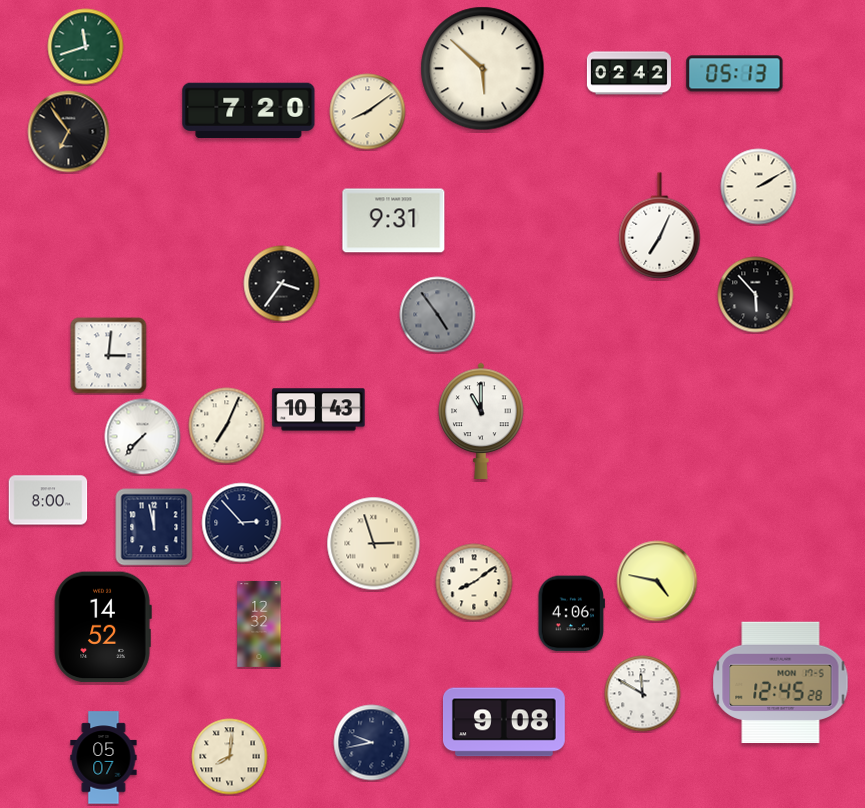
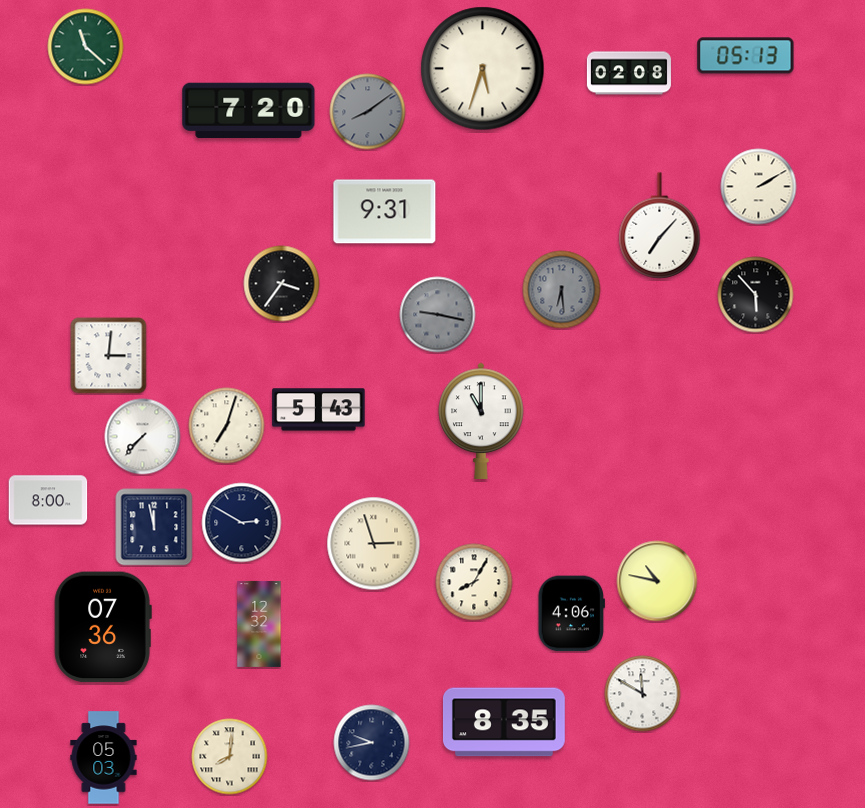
clock at (86, 47): 11:42 -> 11:22
clock at (483, 69): 5:52 -> 5:33
clock at (629, 73): 02:42 -> 02:08
clock at (735, 74) position: (735, 74) -> (746, 56)
clock at (368, 112) dial: cream -> grey
clock at (69, 132): 6:54 -> none
clock at (394, 221) position: (394, 221) -> (385, 212)
clock at (660, 226): 7:04 -> 7:07
clock at (562, 290): none -> 6:29
clock at (438, 315): 4:54 -> 9:17
clock at (319, 410): 10:43 -> 5:43
clock at (227, 426): 7:04 -> 7:03
clock at (242, 523): 2:53 -> 2:50
clock at (657, 581): 4:47 -> 10:47
clock at (474, 582): 8:09 -> 8:05
clock at (103, 627): 14:52 -> 07:36
clock at (781, 683): 12:45 -> none
clock at (504, 722): 9:08 -> 8:35
clock at (104, 758): 05:07 -> 05:03
